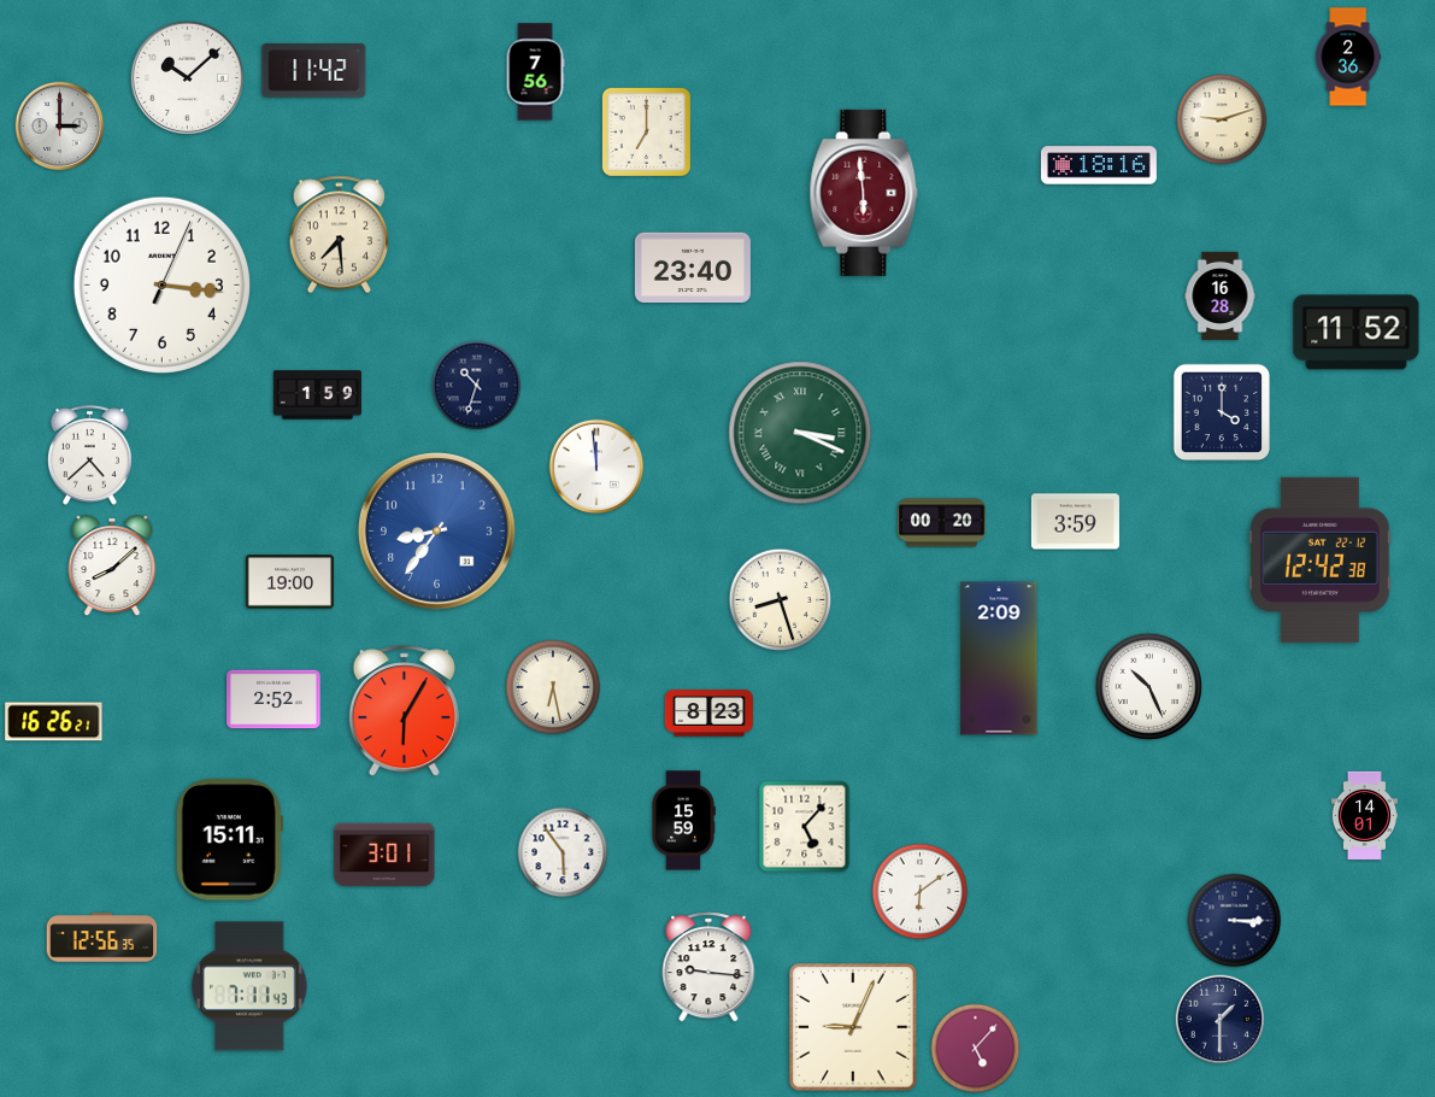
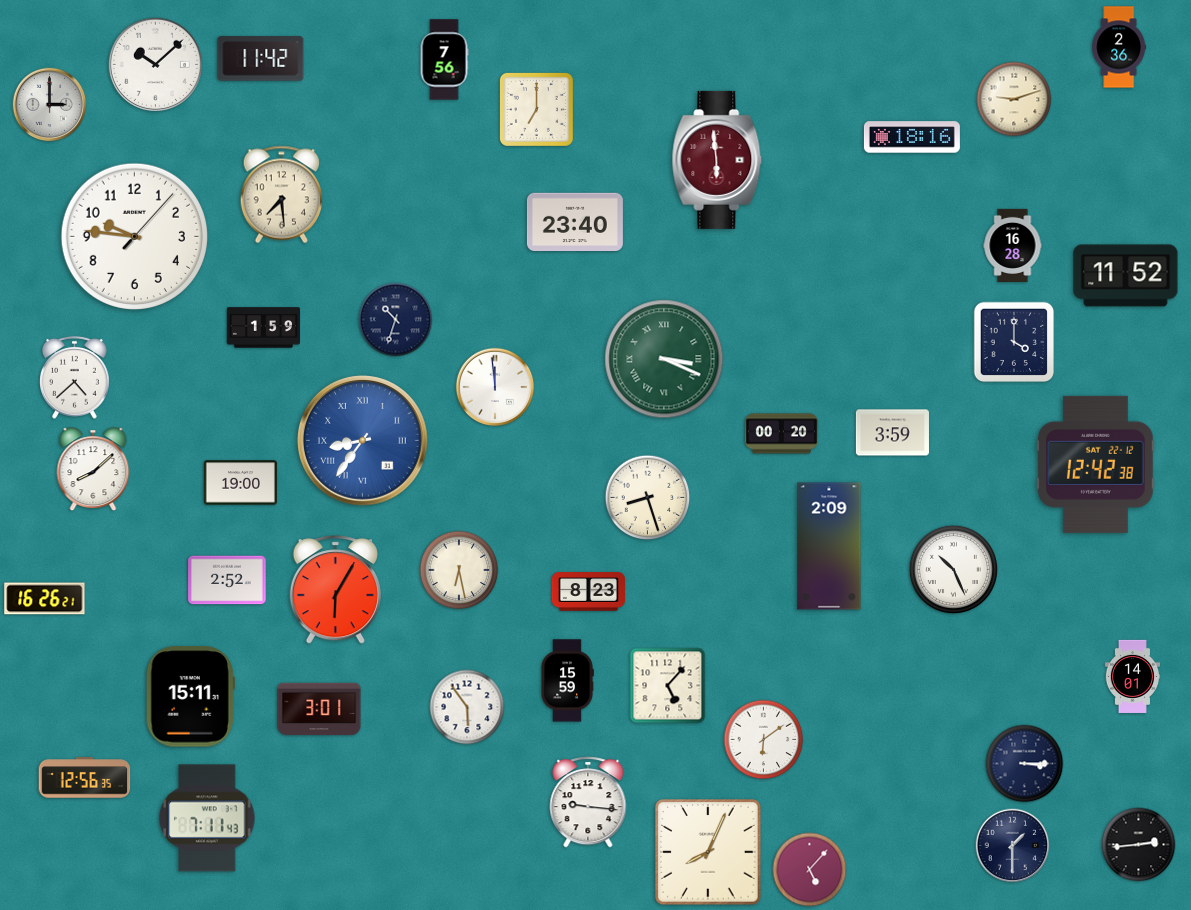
clock at (161, 284): 3:16 -> 9:46
clock at (437, 532) numerals: Arabic -> Roman
clock at (1139, 845): none -> 2:44
clock at (853, 1027): 9:04 -> 8:04
